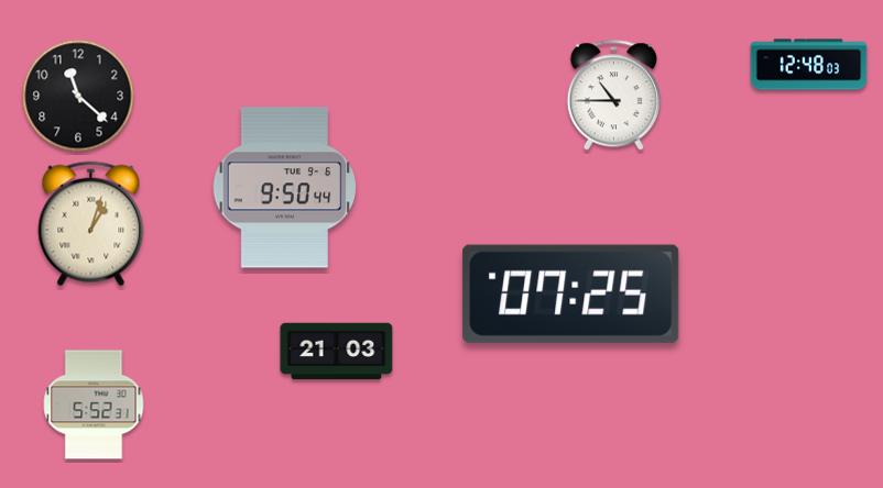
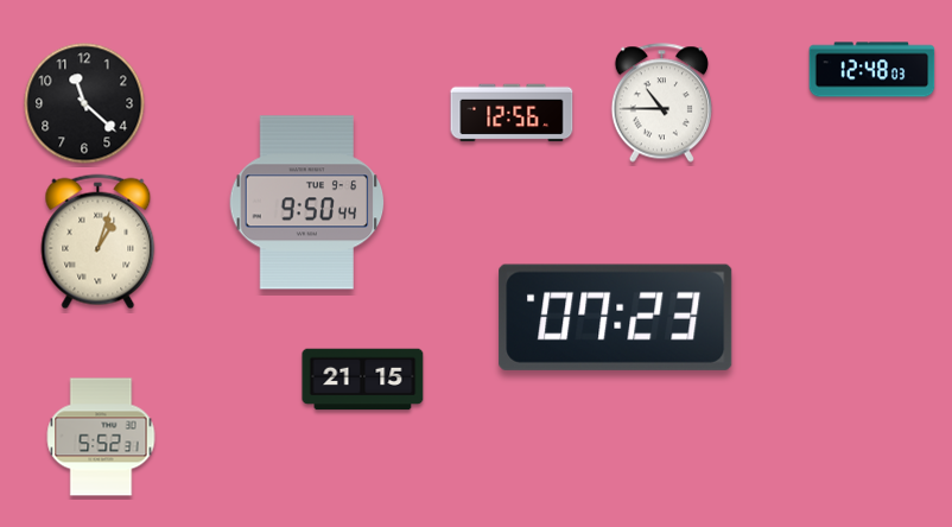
clock at (512, 113): none -> 12:56
clock at (571, 293): 07:25 -> 07:23
clock at (337, 352): 21:03 -> 21:15
